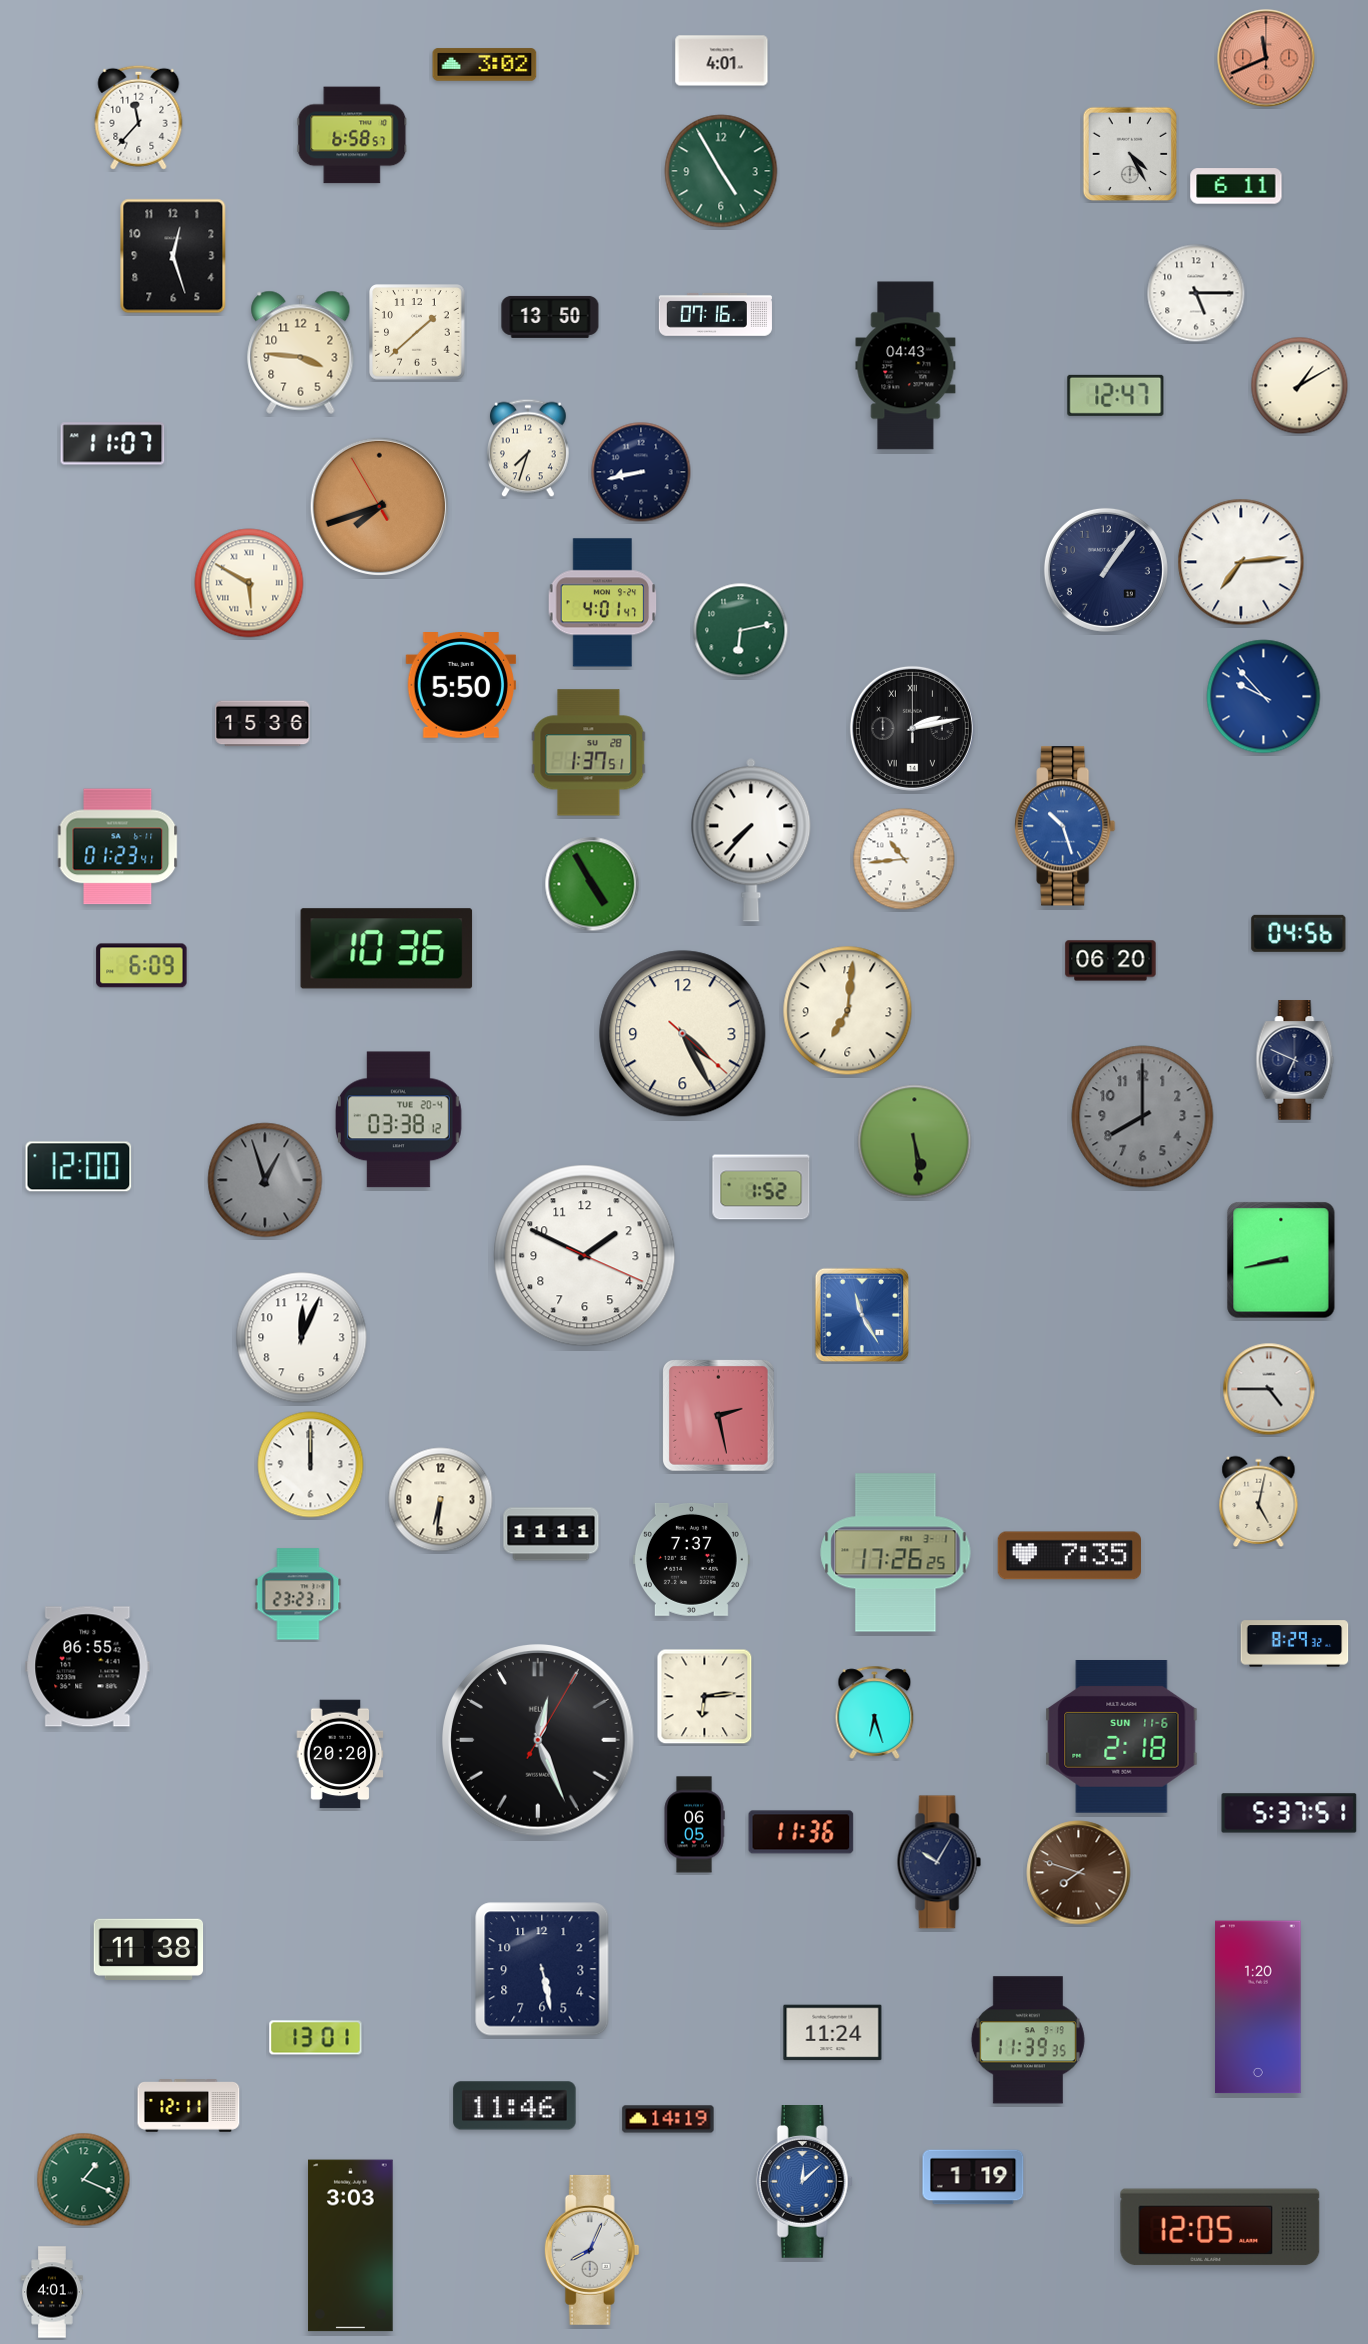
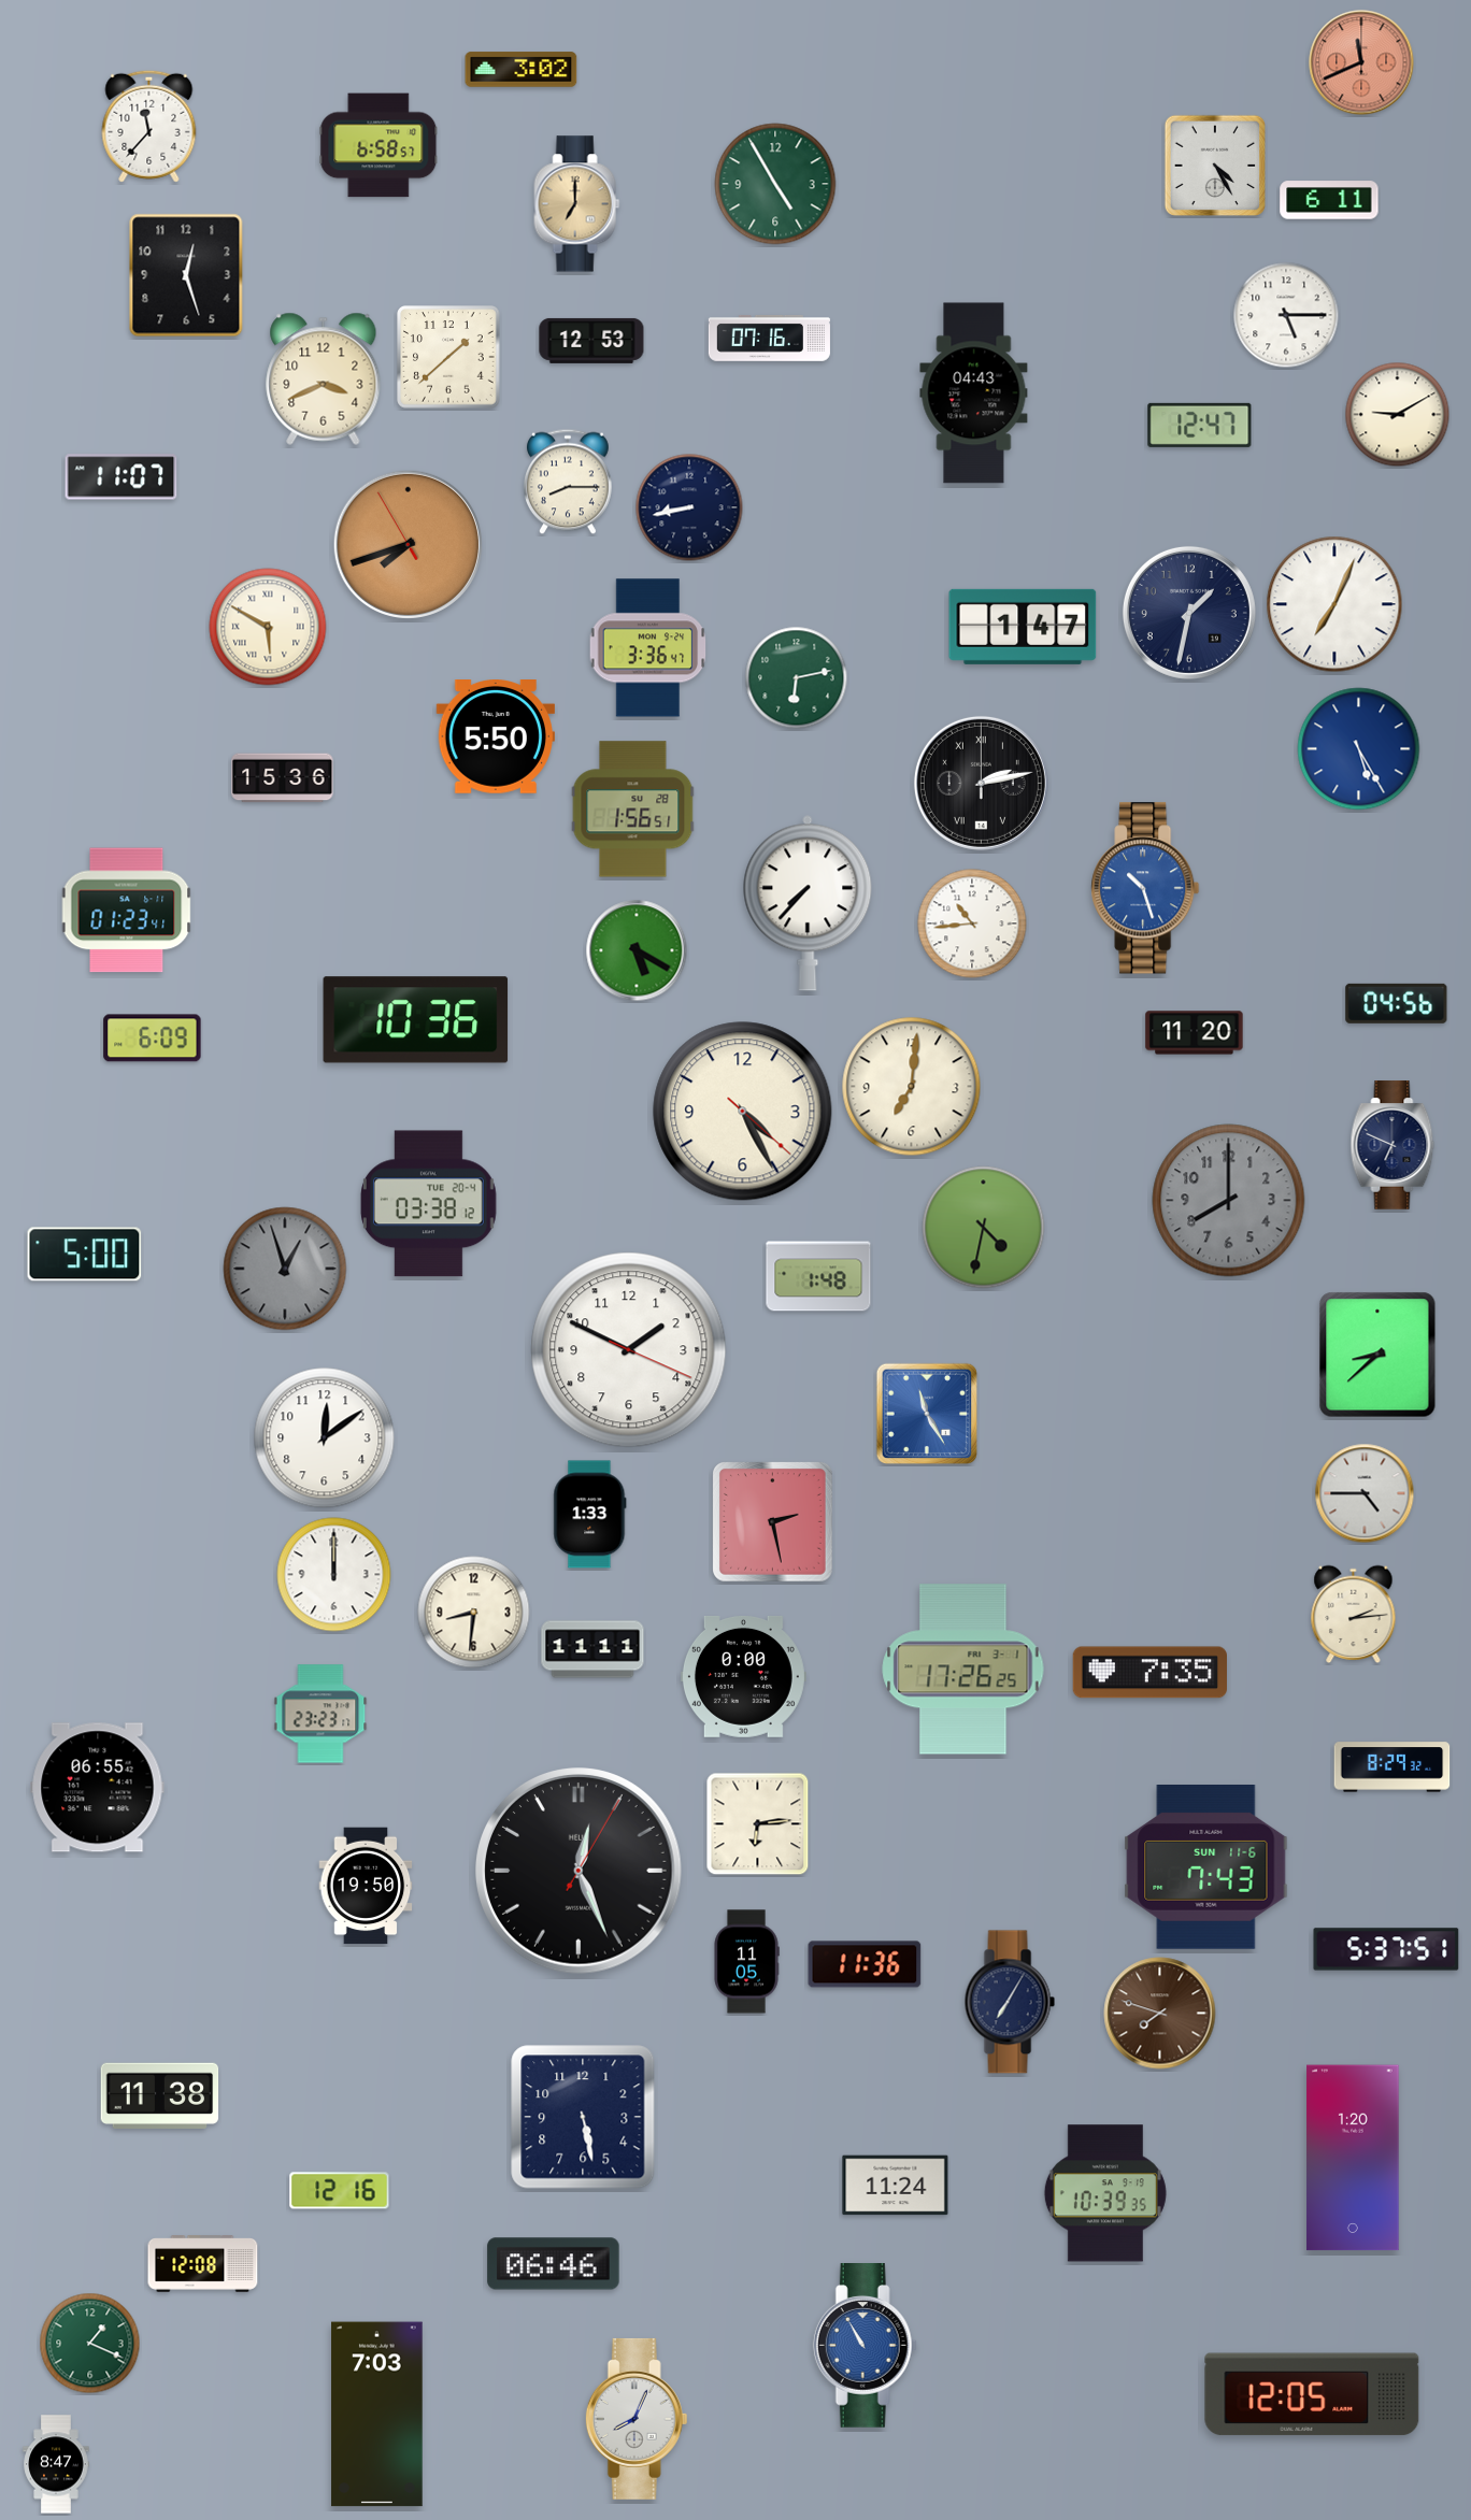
clock at (722, 61): 4:01 -> none
clock at (577, 204): none -> 7:00
clock at (550, 317): 13:50 -> 12:53
clock at (301, 352): 3:46 -> 3:41
clock at (1300, 386): 1:10 -> 9:10
clock at (529, 448): 7:33 -> 8:15
clock at (1241, 562): 7:14 -> 7:04
clock at (1106, 570): 1:06 -> 1:32
clock at (1023, 627): none -> 1:47
clock at (603, 603): 4:01 -> 3:36
clock at (1264, 697): 9:53 -> 5:25
clock at (589, 753): 1:37 -> 1:56
clock at (592, 884): 4:55 -> 5:20
clock at (1111, 961): 06:20 -> 11:20
clock at (683, 1034) position: (683, 1034) -> (743, 1112)
clock at (1295, 1060) position: (1295, 1060) -> (1393, 1145)
clock at (915, 1142): 5:29 -> 4:32
clock at (79, 1167): 12:00 -> 5:00
clock at (761, 1187): 1:52 -> 1:48
clock at (1281, 1260): 8:43 -> 8:38
clock at (302, 1338): 12:04 -> 12:09
clock at (590, 1515): none -> 1:33
clock at (441, 1500): 6:31 -> 8:31
clock at (1259, 1501): 5:02 -> 2:14
clock at (691, 1559): 7:37 -> 0:00
clock at (88, 1667) position: (88, 1667) -> (98, 1788)
clock at (875, 1712): 6:27 -> none
clock at (1122, 1737): 2:18 -> 7:43
clock at (340, 1754): 20:20 -> 19:50
clock at (694, 1825): 06:05 -> 11:05
clock at (801, 1832) position: (801, 1832) -> (865, 1964)
clock at (939, 1862): 10:05 -> 7:05
clock at (316, 2038): 13:01 -> 12:16
clock at (1028, 2040): 11:39 -> 10:39
clock at (189, 2106): 12:11 -> 12:08
clock at (515, 2106): 11:46 -> 06:46
clock at (668, 2119): 14:19 -> none
clock at (973, 2177): 1:19 -> none
clock at (804, 2182): 12:08 -> 10:55
clock at (351, 2246): 3:03 -> 7:03
clock at (52, 2292): 4:01 -> 8:47
